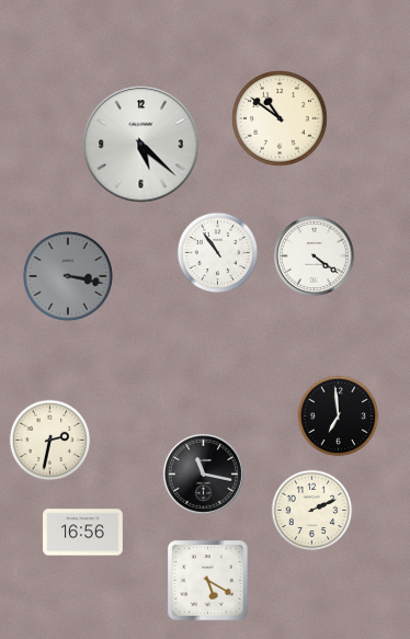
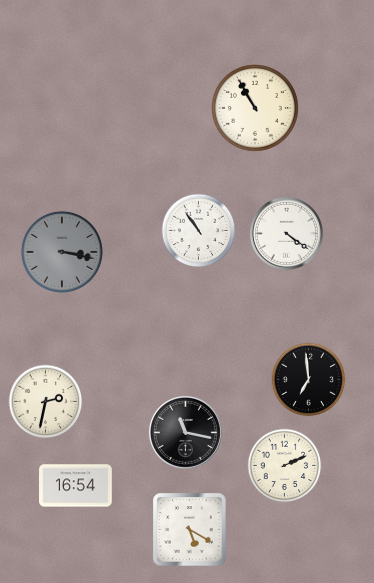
clock at (281, 119): 10:51 -> 10:55
clock at (141, 145): 5:22 -> none
clock at (83, 533): 16:56 -> 16:54
